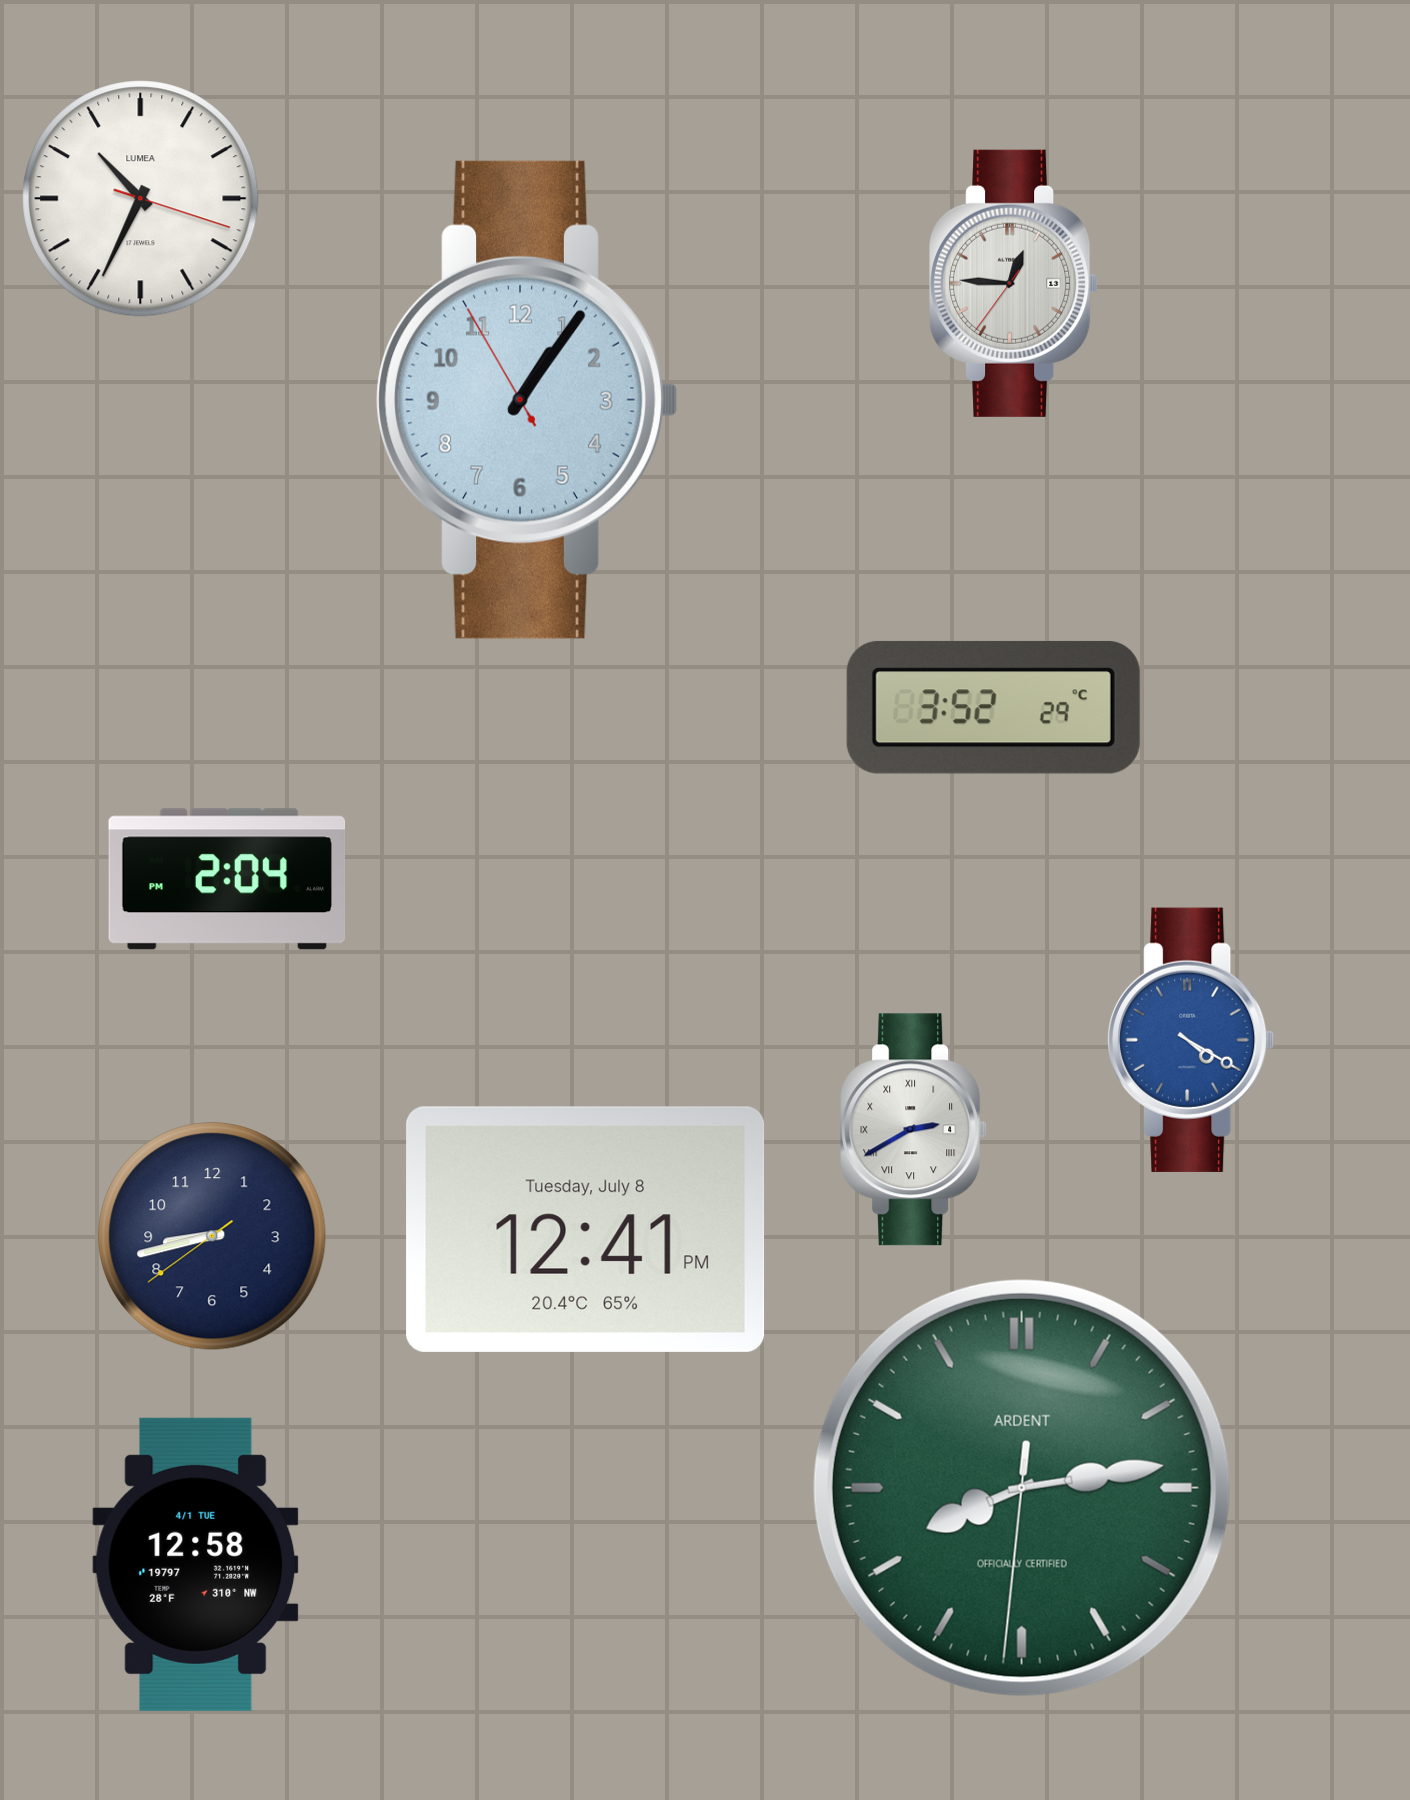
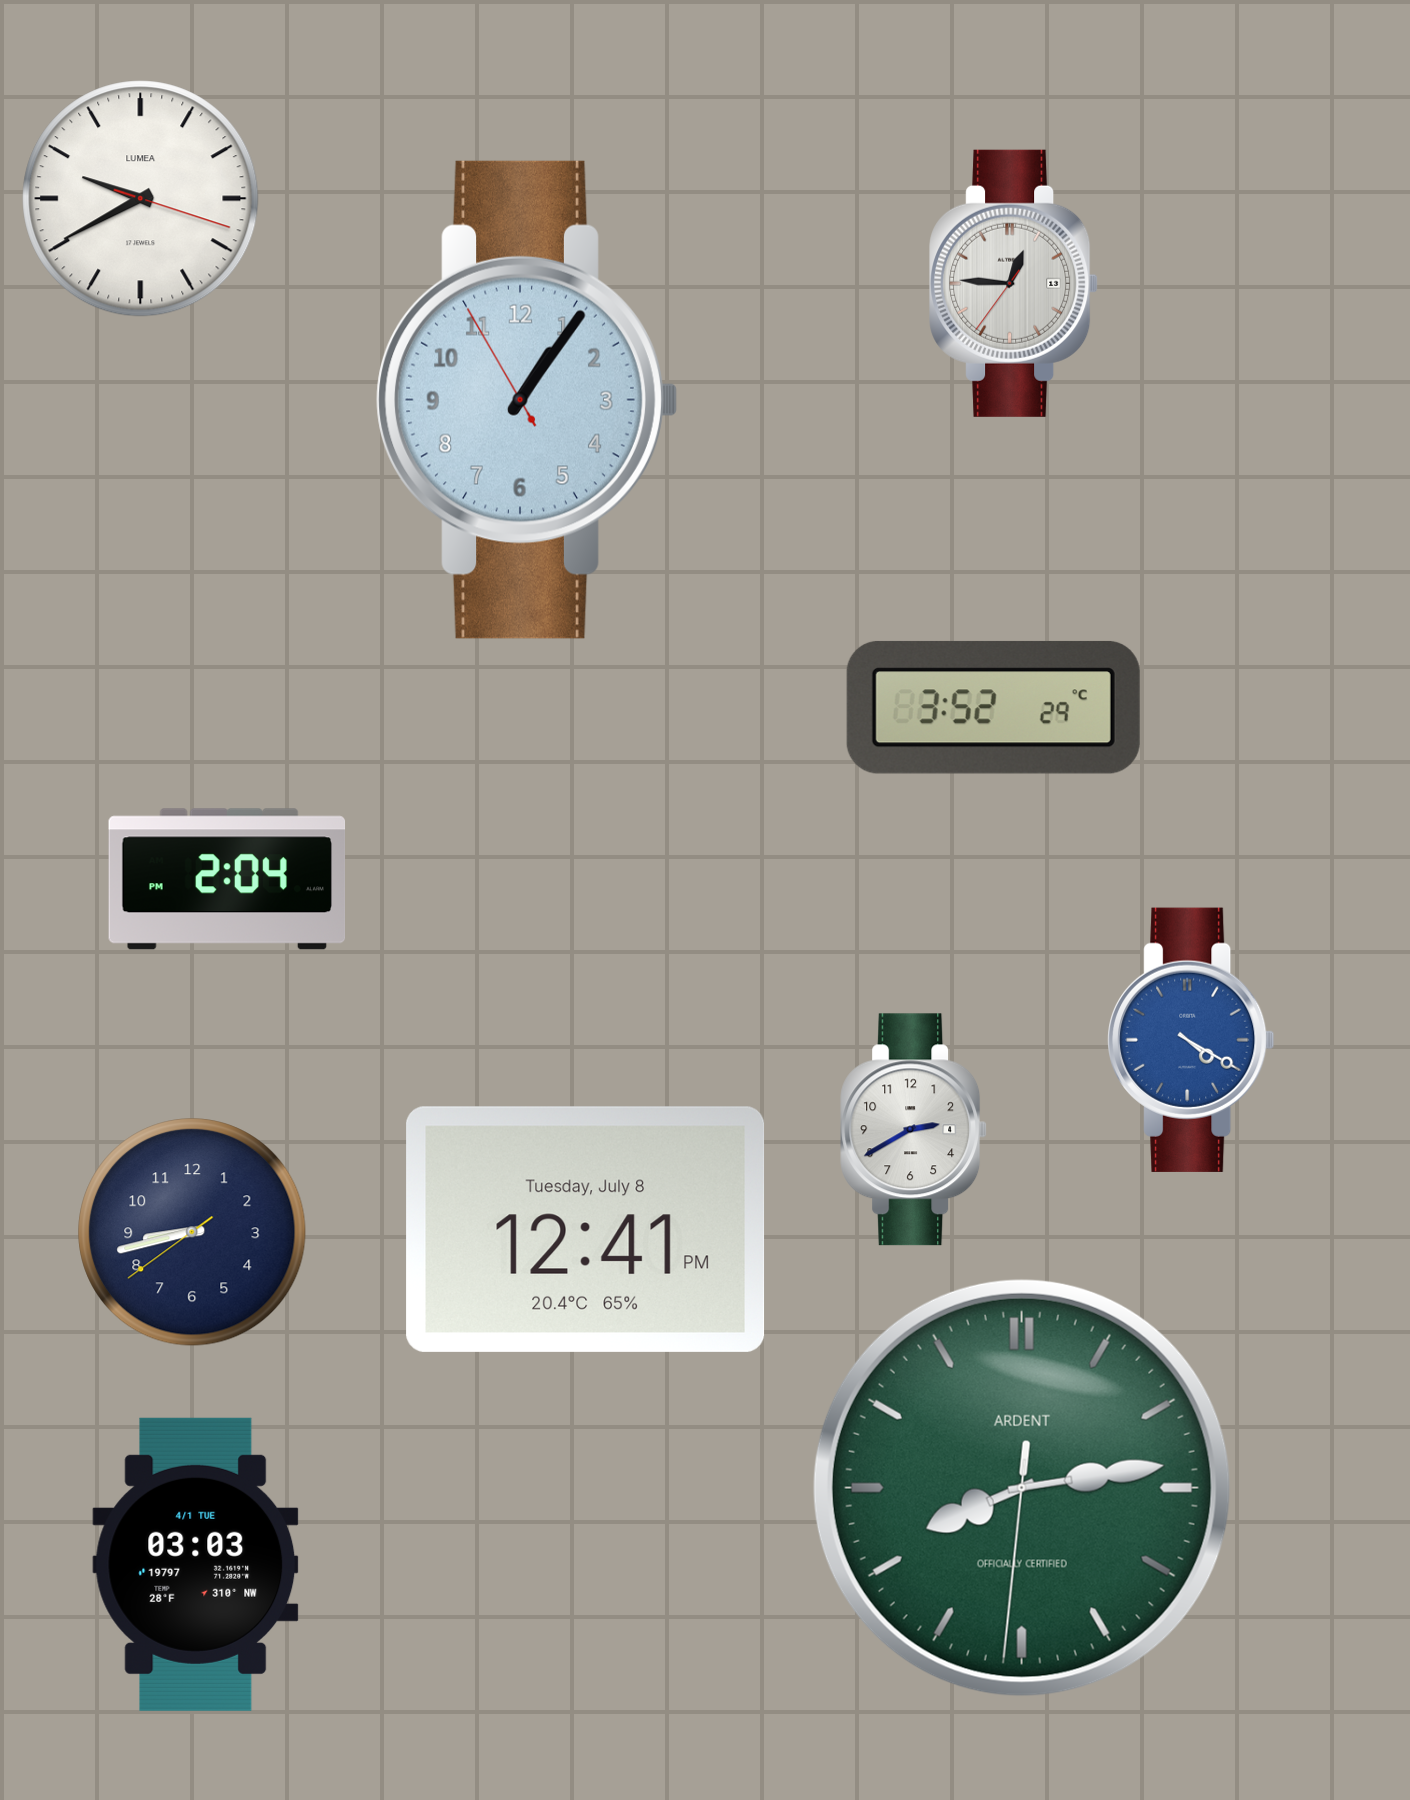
clock at (141, 199): 10:34 -> 9:40
clock at (914, 1130) numerals: Roman -> Arabic
clock at (212, 1236) position: (212, 1236) -> (192, 1232)
clock at (196, 1564): 12:58 -> 03:03
